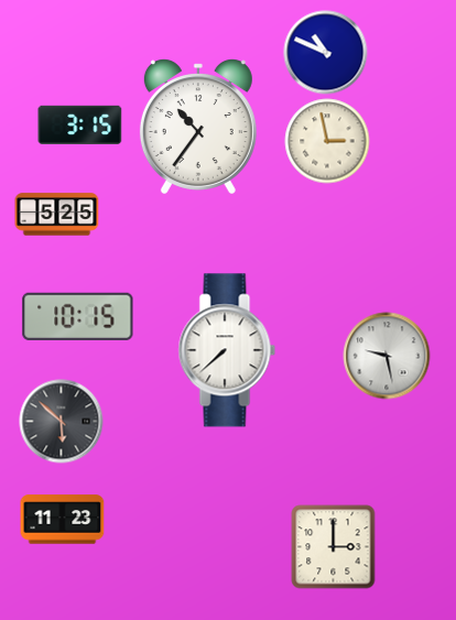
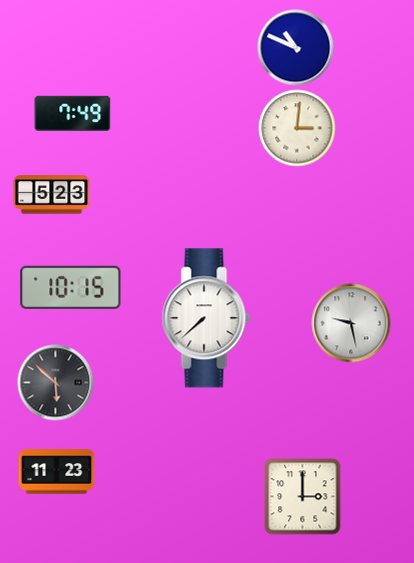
clock at (80, 124): 3:15 -> 7:49
clock at (198, 127): 10:36 -> none
clock at (327, 141): 2:58 -> 3:01
clock at (57, 215): 5:25 -> 5:23
